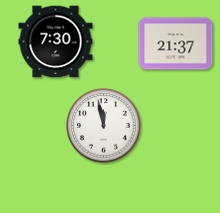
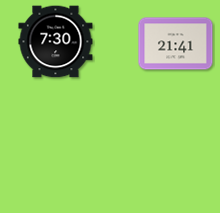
clock at (176, 44): 21:37 -> 21:41
clock at (104, 126): 11:58 -> none
